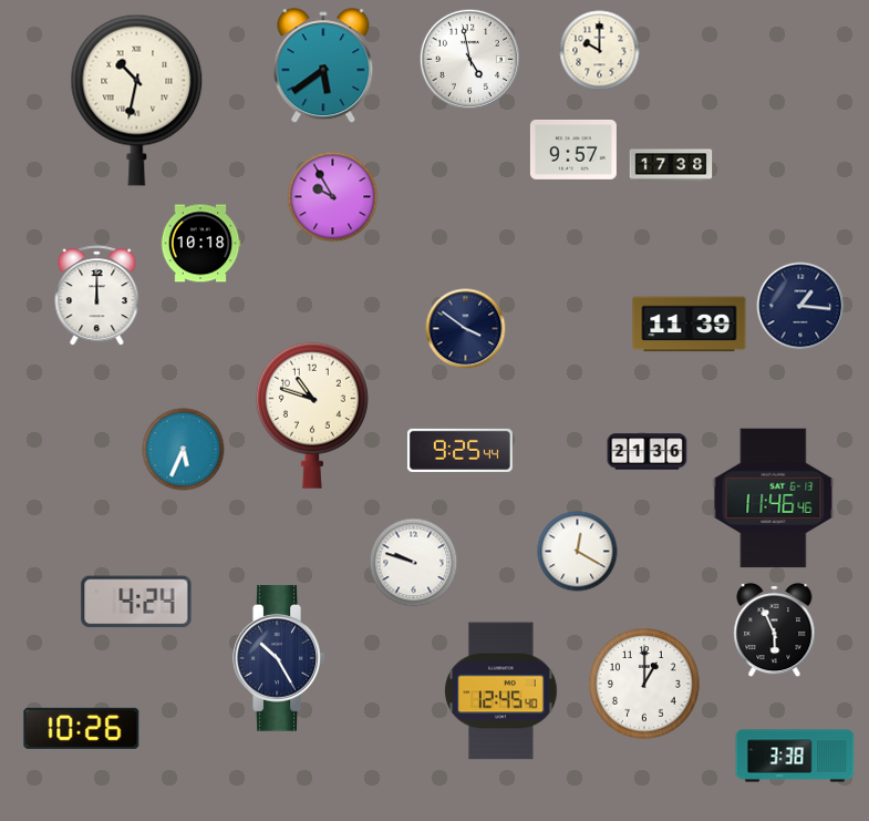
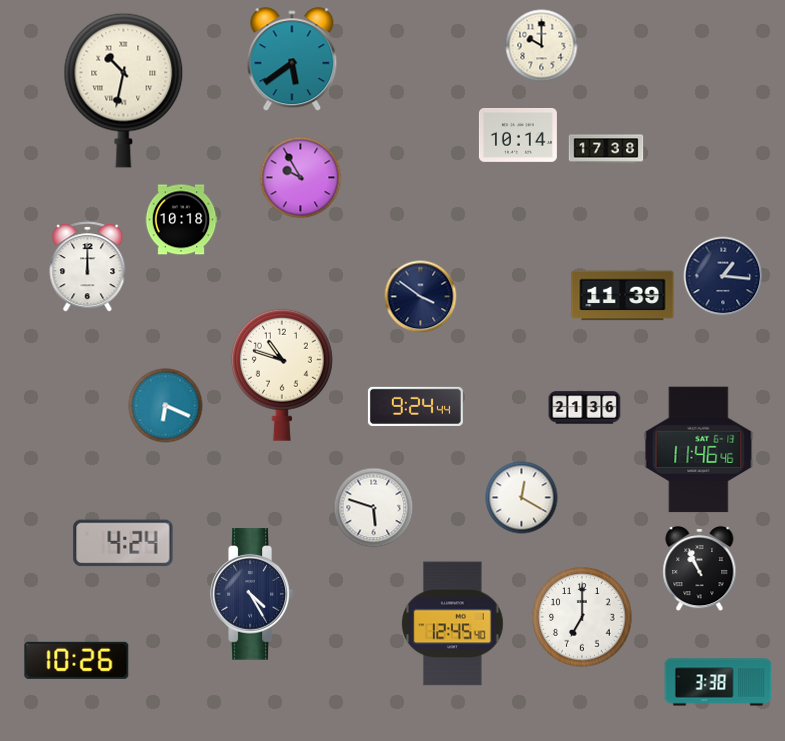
clock at (469, 59): 4:58 -> none
clock at (573, 151): 9:57 -> 10:14
clock at (690, 325) position: (690, 325) -> (623, 296)
clock at (184, 450): 5:34 -> 6:19
clock at (459, 450): 9:25 -> 9:24
clock at (414, 563): 9:48 -> 5:48
clock at (775, 630): 5:56 -> 10:56
clock at (279, 658): 10:25 -> 4:25
clock at (644, 684): 1:00 -> 7:00
clock at (82, 728) position: (82, 728) -> (77, 660)
